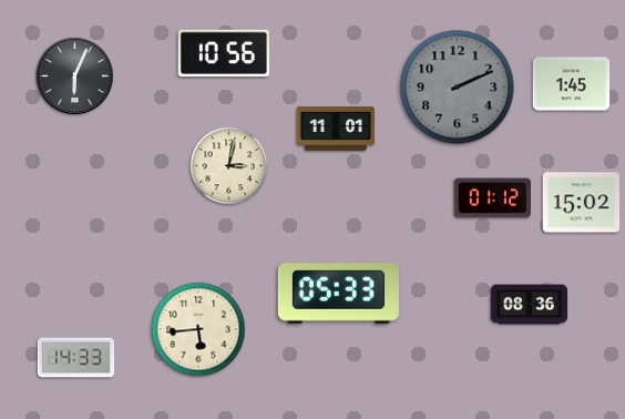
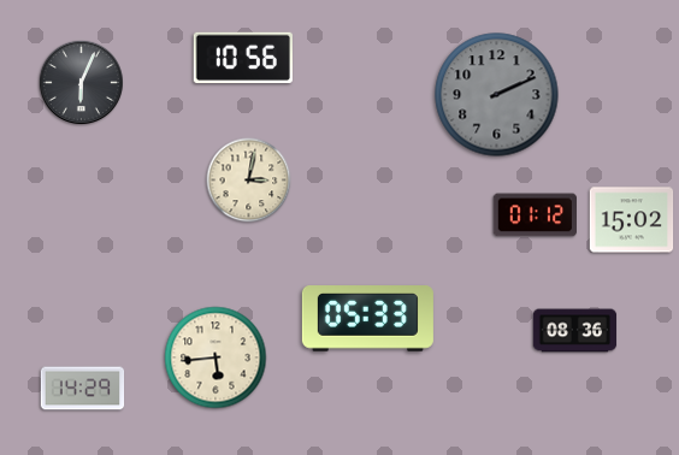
clock at (572, 84): 1:45 -> none
clock at (336, 129): 11:01 -> none
clock at (76, 358): 14:33 -> 14:29
